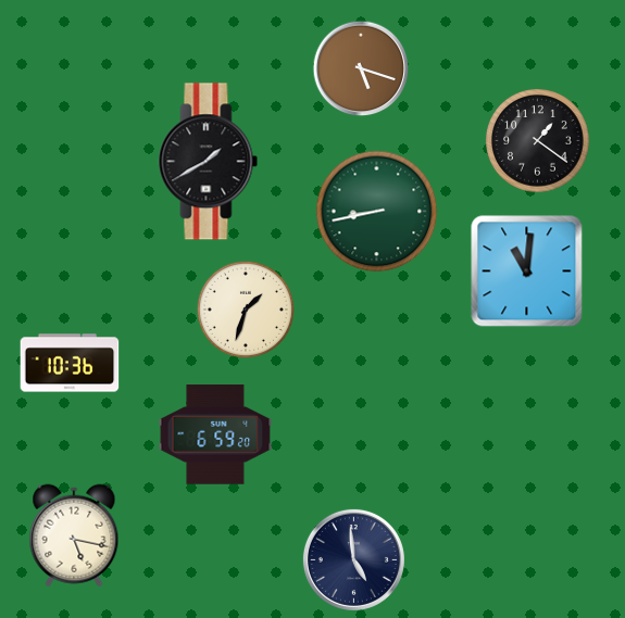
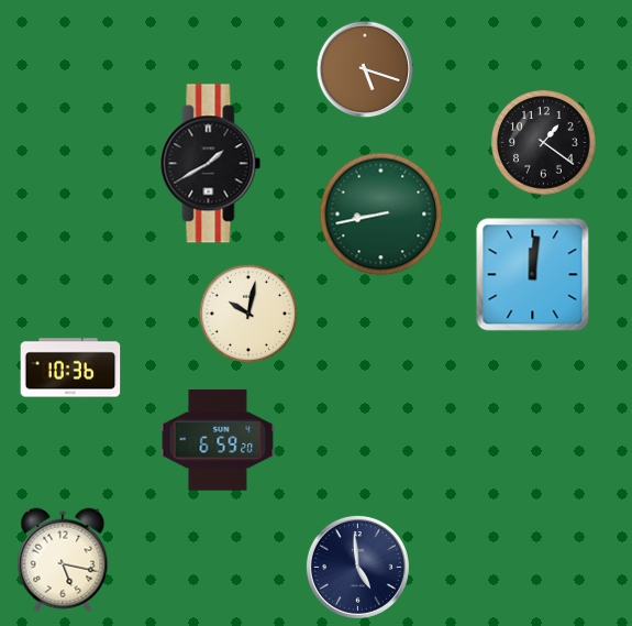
clock at (527, 272): 11:01 -> 12:01
clock at (246, 310): 1:33 -> 10:02
clock at (74, 535) position: (74, 535) -> (63, 560)
